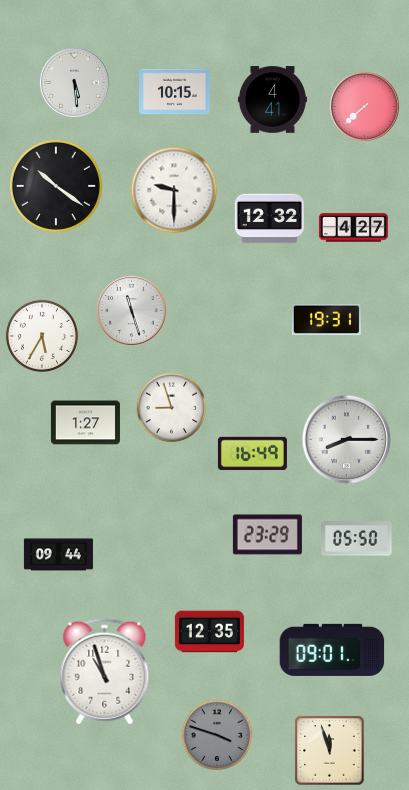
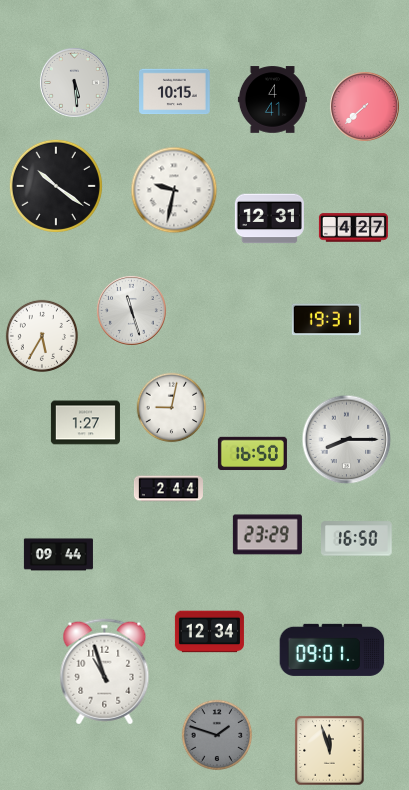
clock at (174, 190): 9:30 -> 9:32
clock at (269, 219): 12:32 -> 12:31
clock at (172, 408): 8:57 -> 9:02
clock at (252, 454): 16:49 -> 16:50
clock at (168, 489): none -> 2:44
clock at (357, 539): 05:50 -> 16:50
clock at (209, 632): 12:35 -> 12:34
clock at (217, 735): 3:48 -> 1:48
